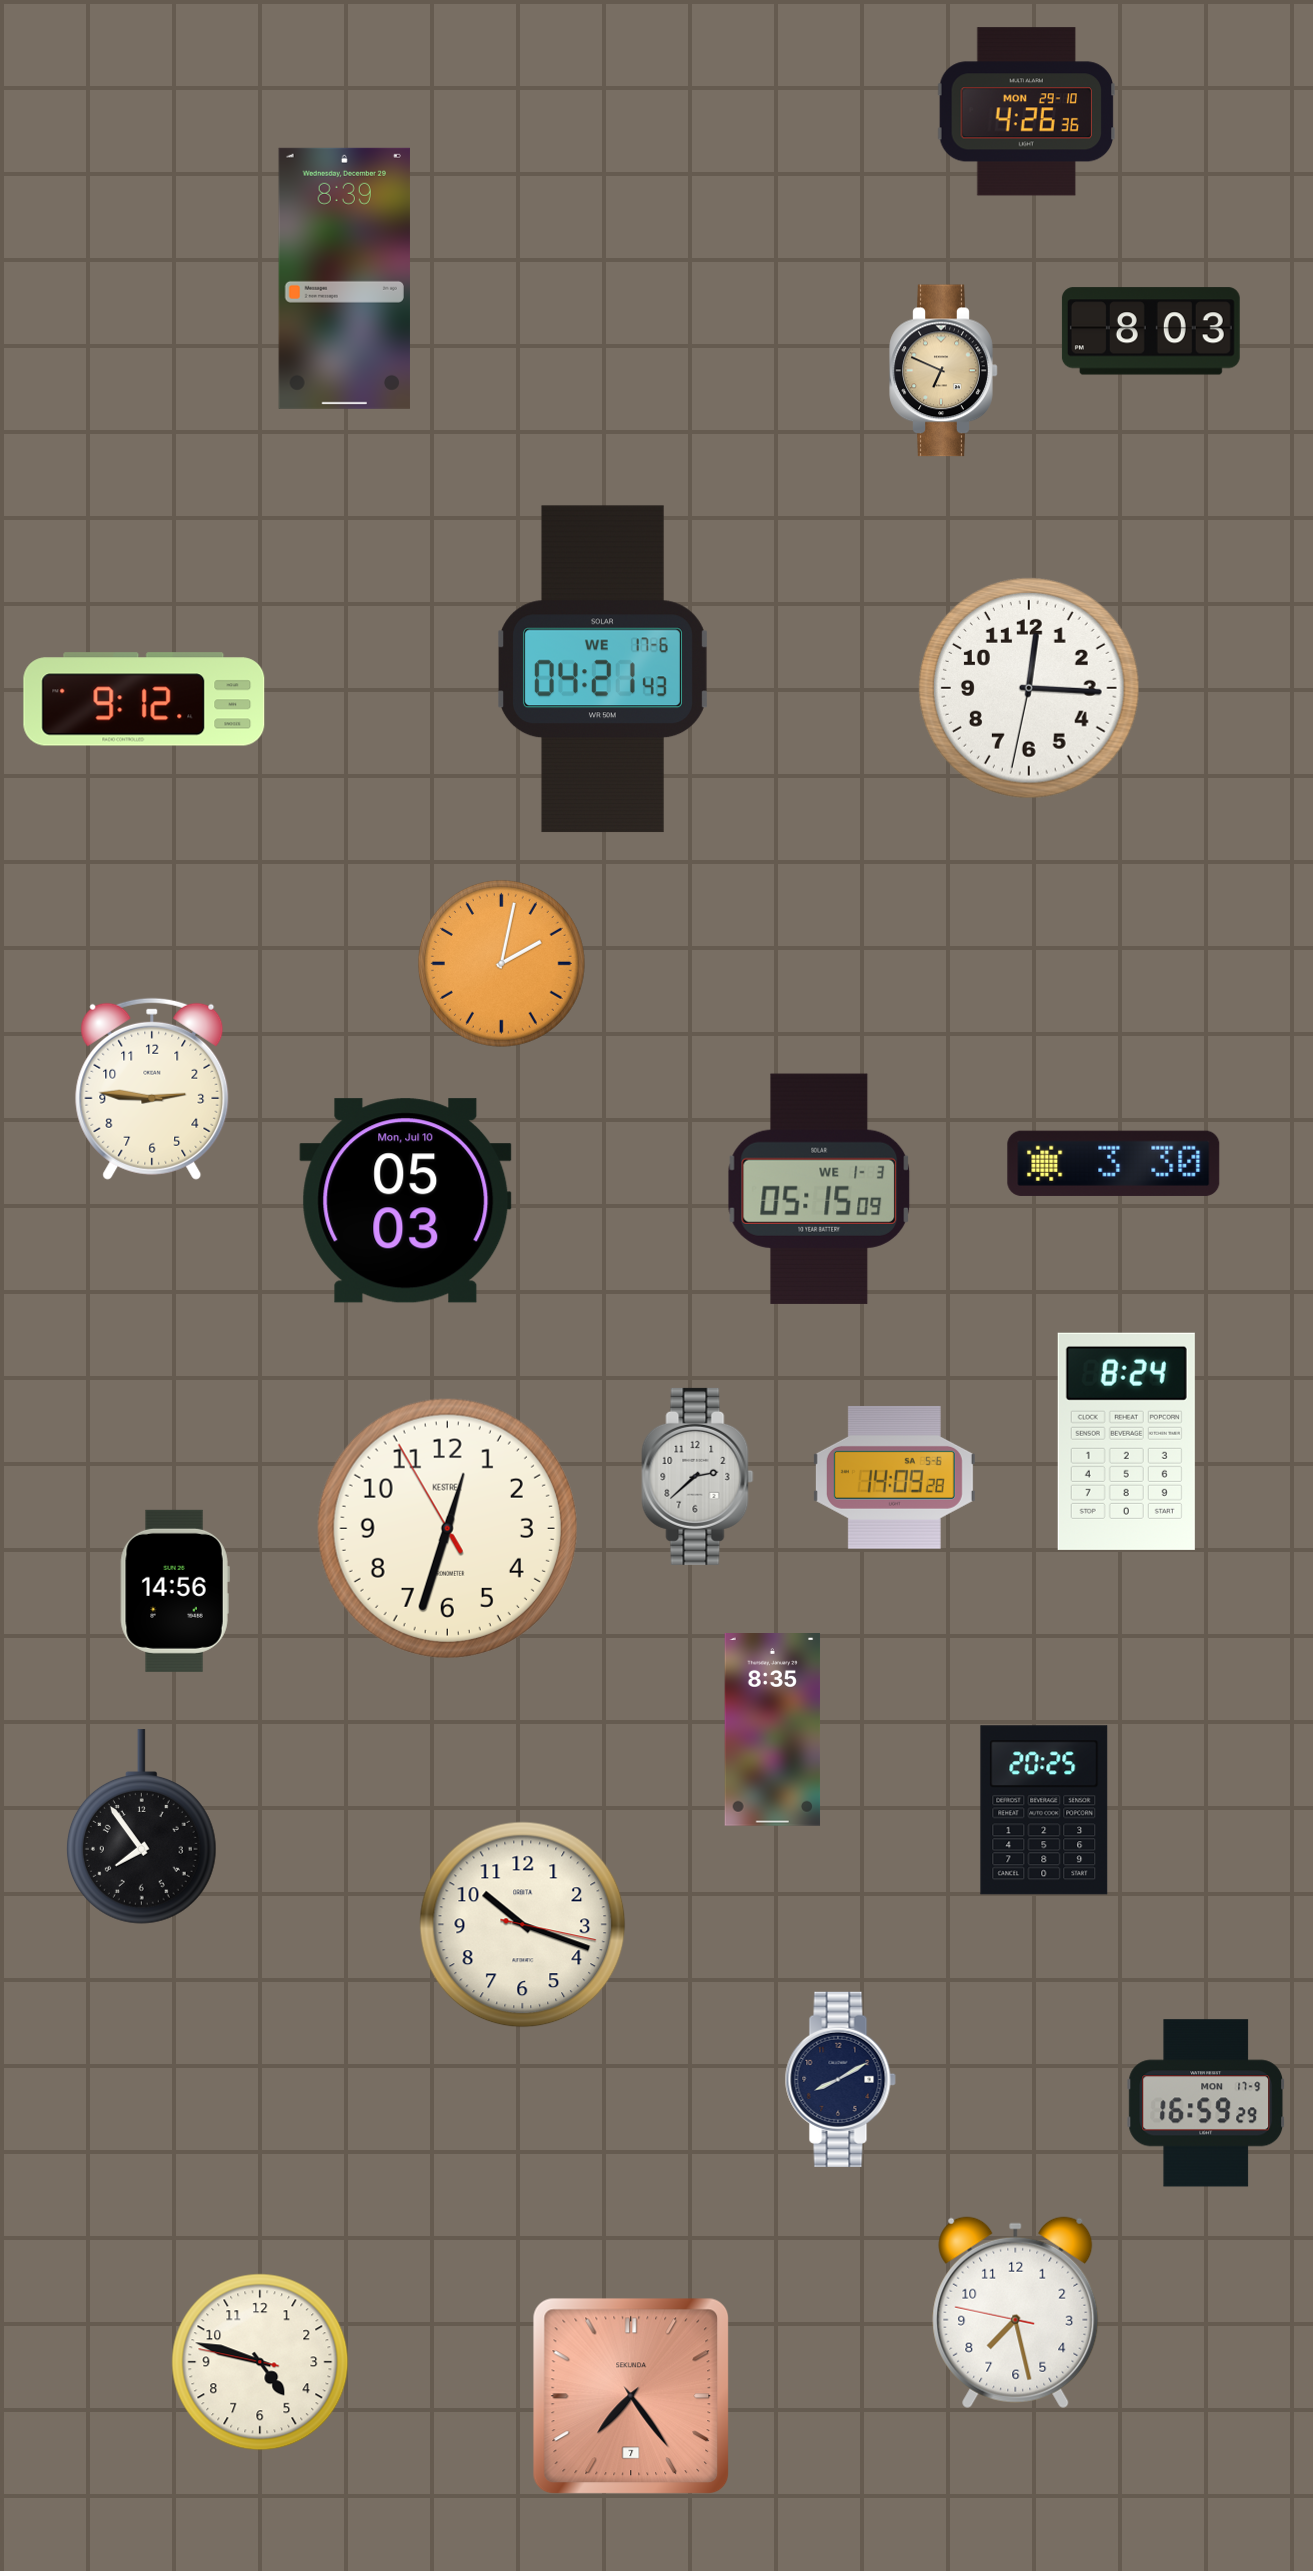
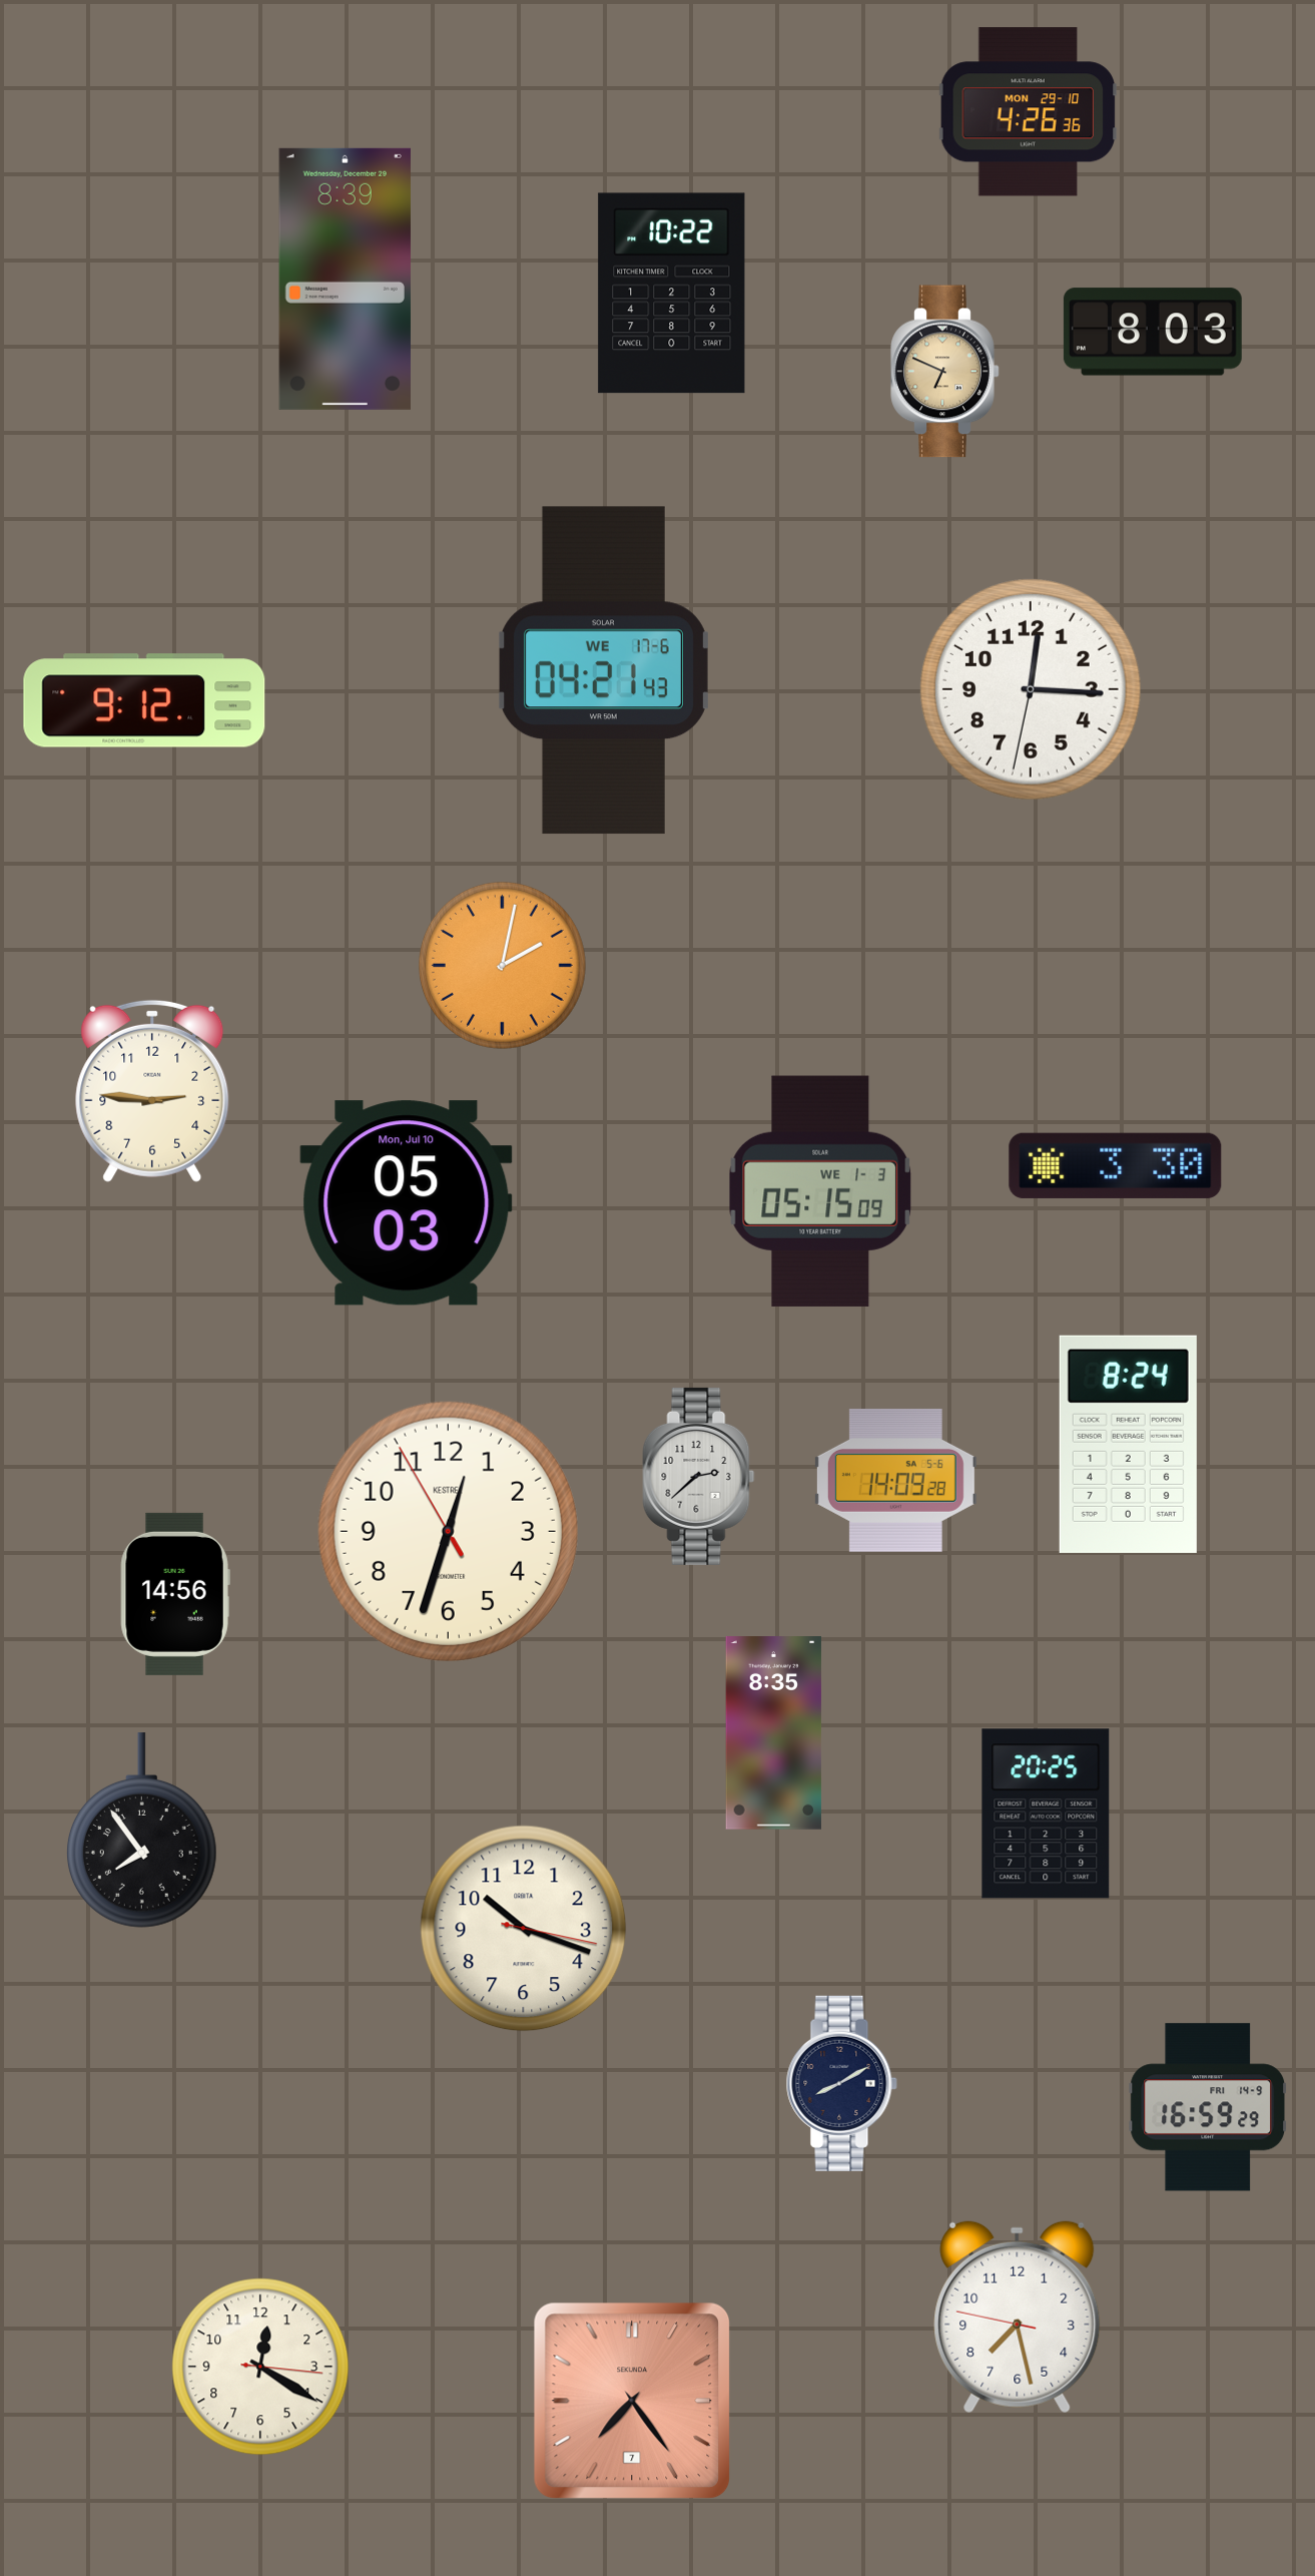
clock at (672, 294): none -> 10:22
clock at (698, 1476) position: (698, 1476) -> (699, 1476)
clock at (1206, 2103) date: MON 17-9 -> FRI 14-9
clock at (260, 2362): 4:47 -> 12:20
